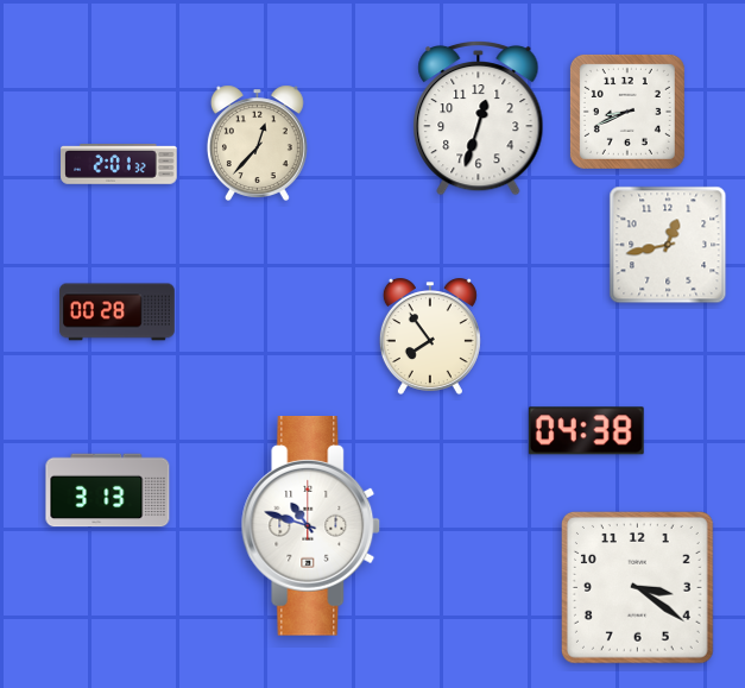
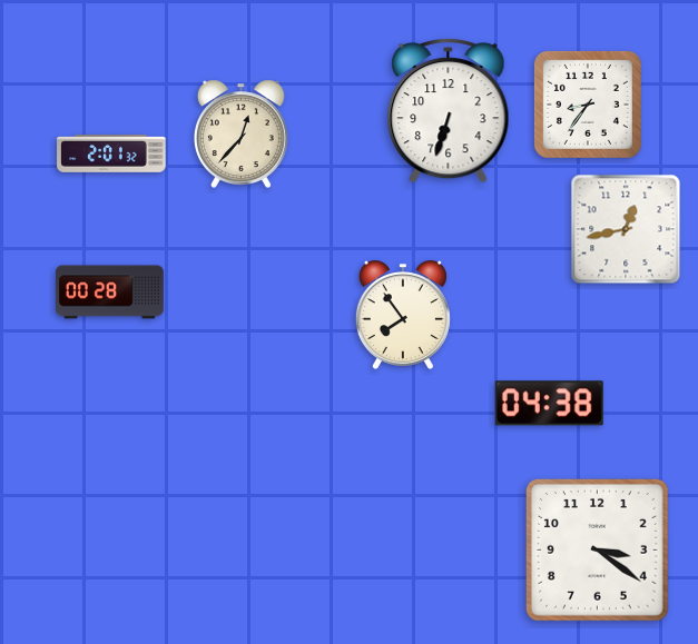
clock at (627, 112): 8:41 -> 8:36
clock at (479, 118): 12:33 -> 6:33
clock at (108, 491): 3:13 -> none
clock at (311, 526): 10:48 -> none
